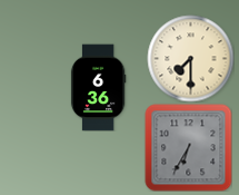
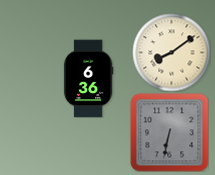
clock at (190, 58): 7:30 -> 8:09
clock at (188, 147): 6:35 -> 6:32
